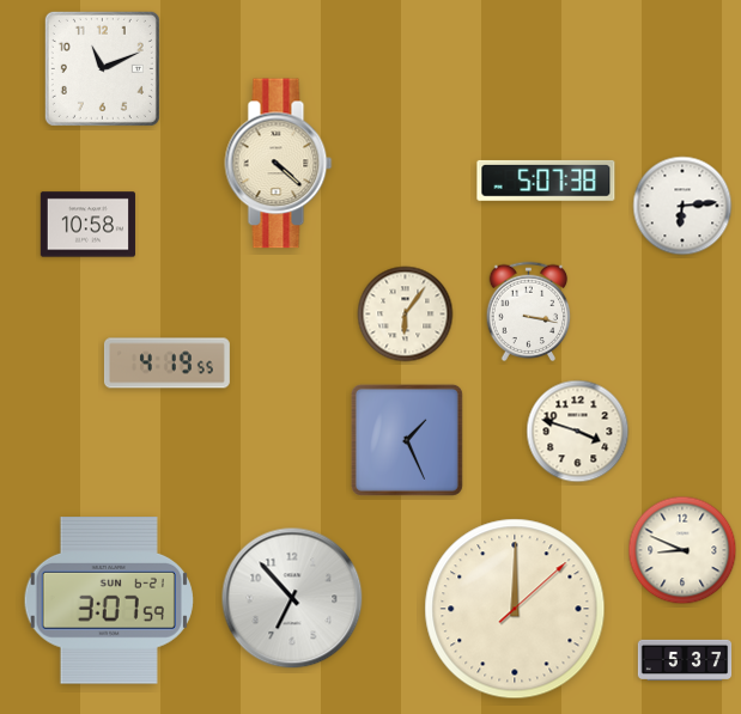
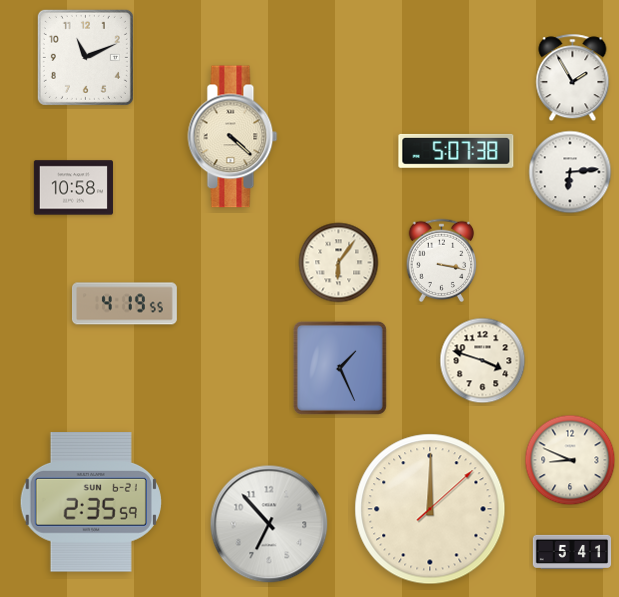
clock at (573, 78): none -> 1:55
clock at (166, 364) position: (166, 364) -> (124, 304)
clock at (292, 598) position: (292, 598) -> (269, 524)
clock at (109, 602): 3:07 -> 2:35
clock at (685, 659): 5:37 -> 5:41
